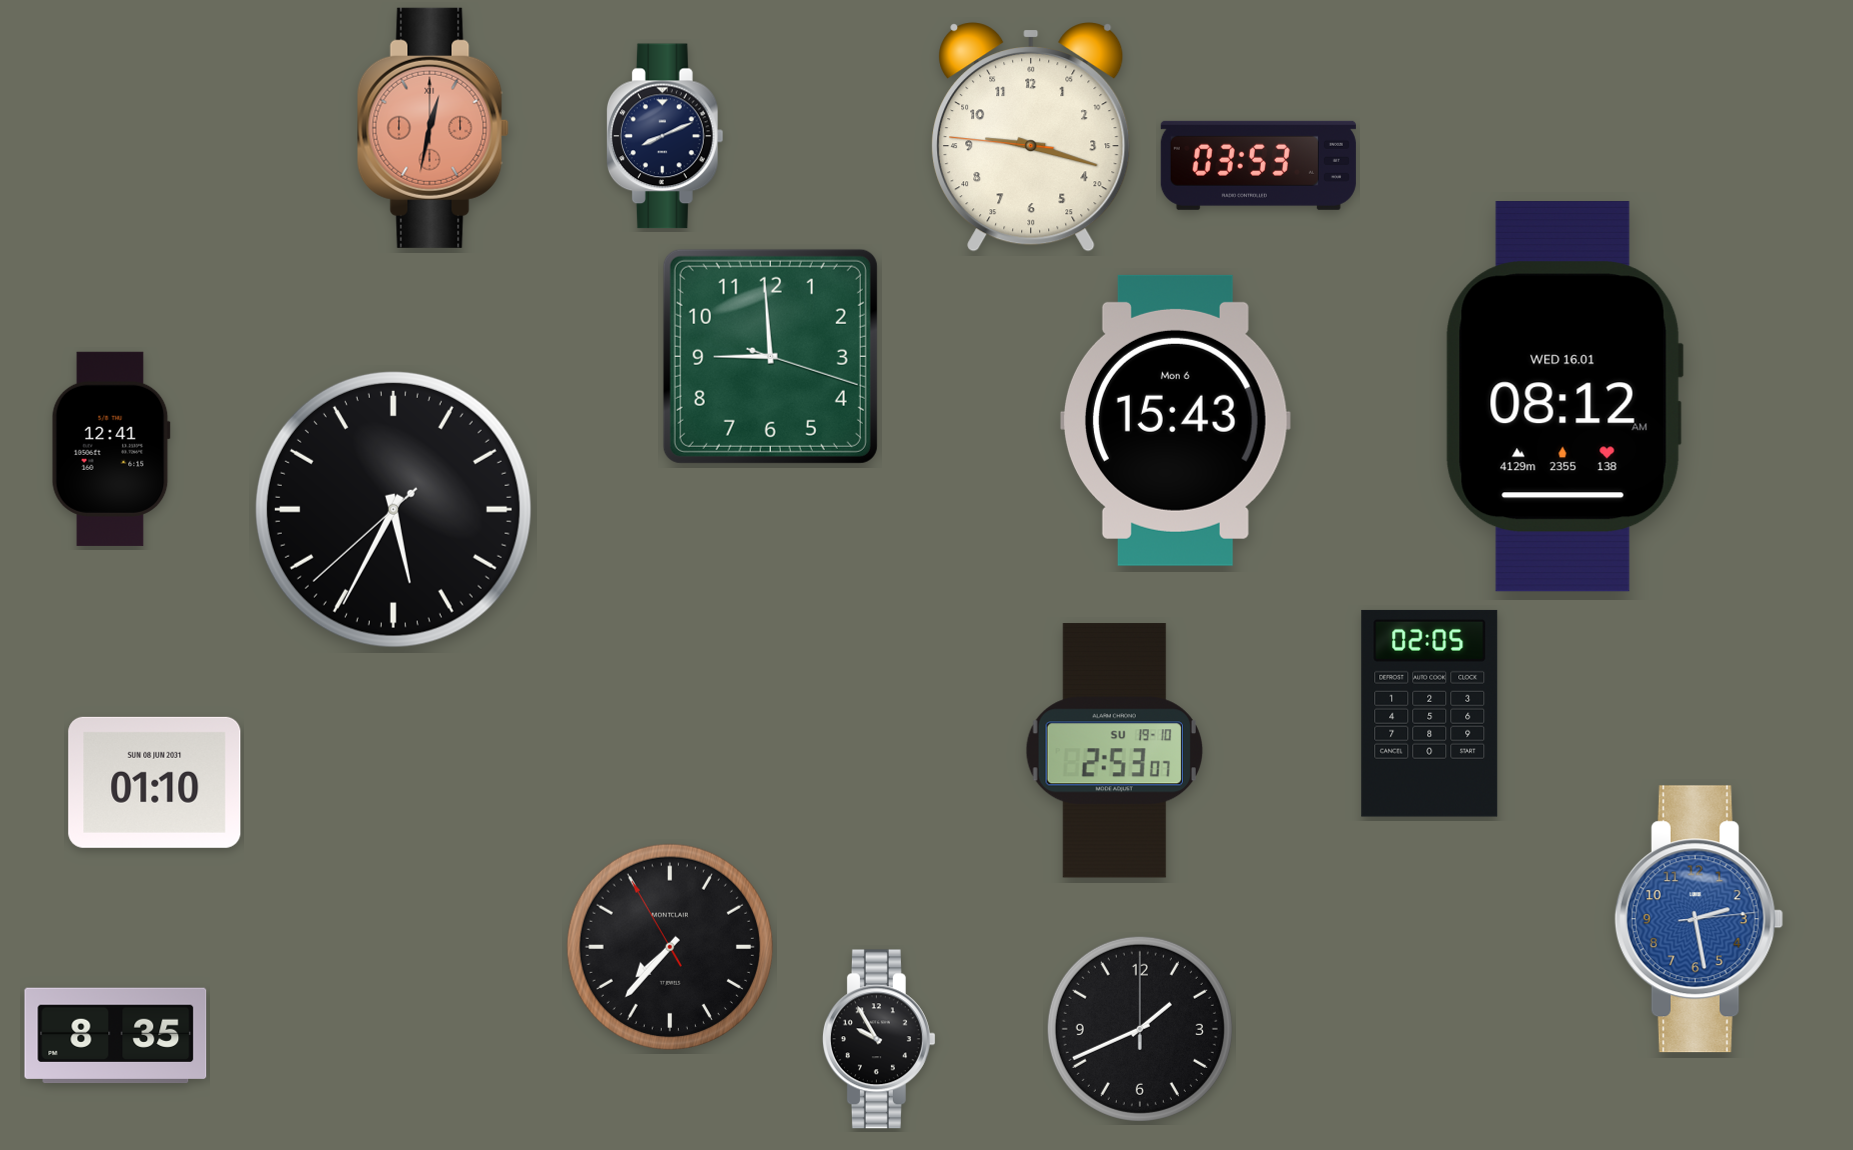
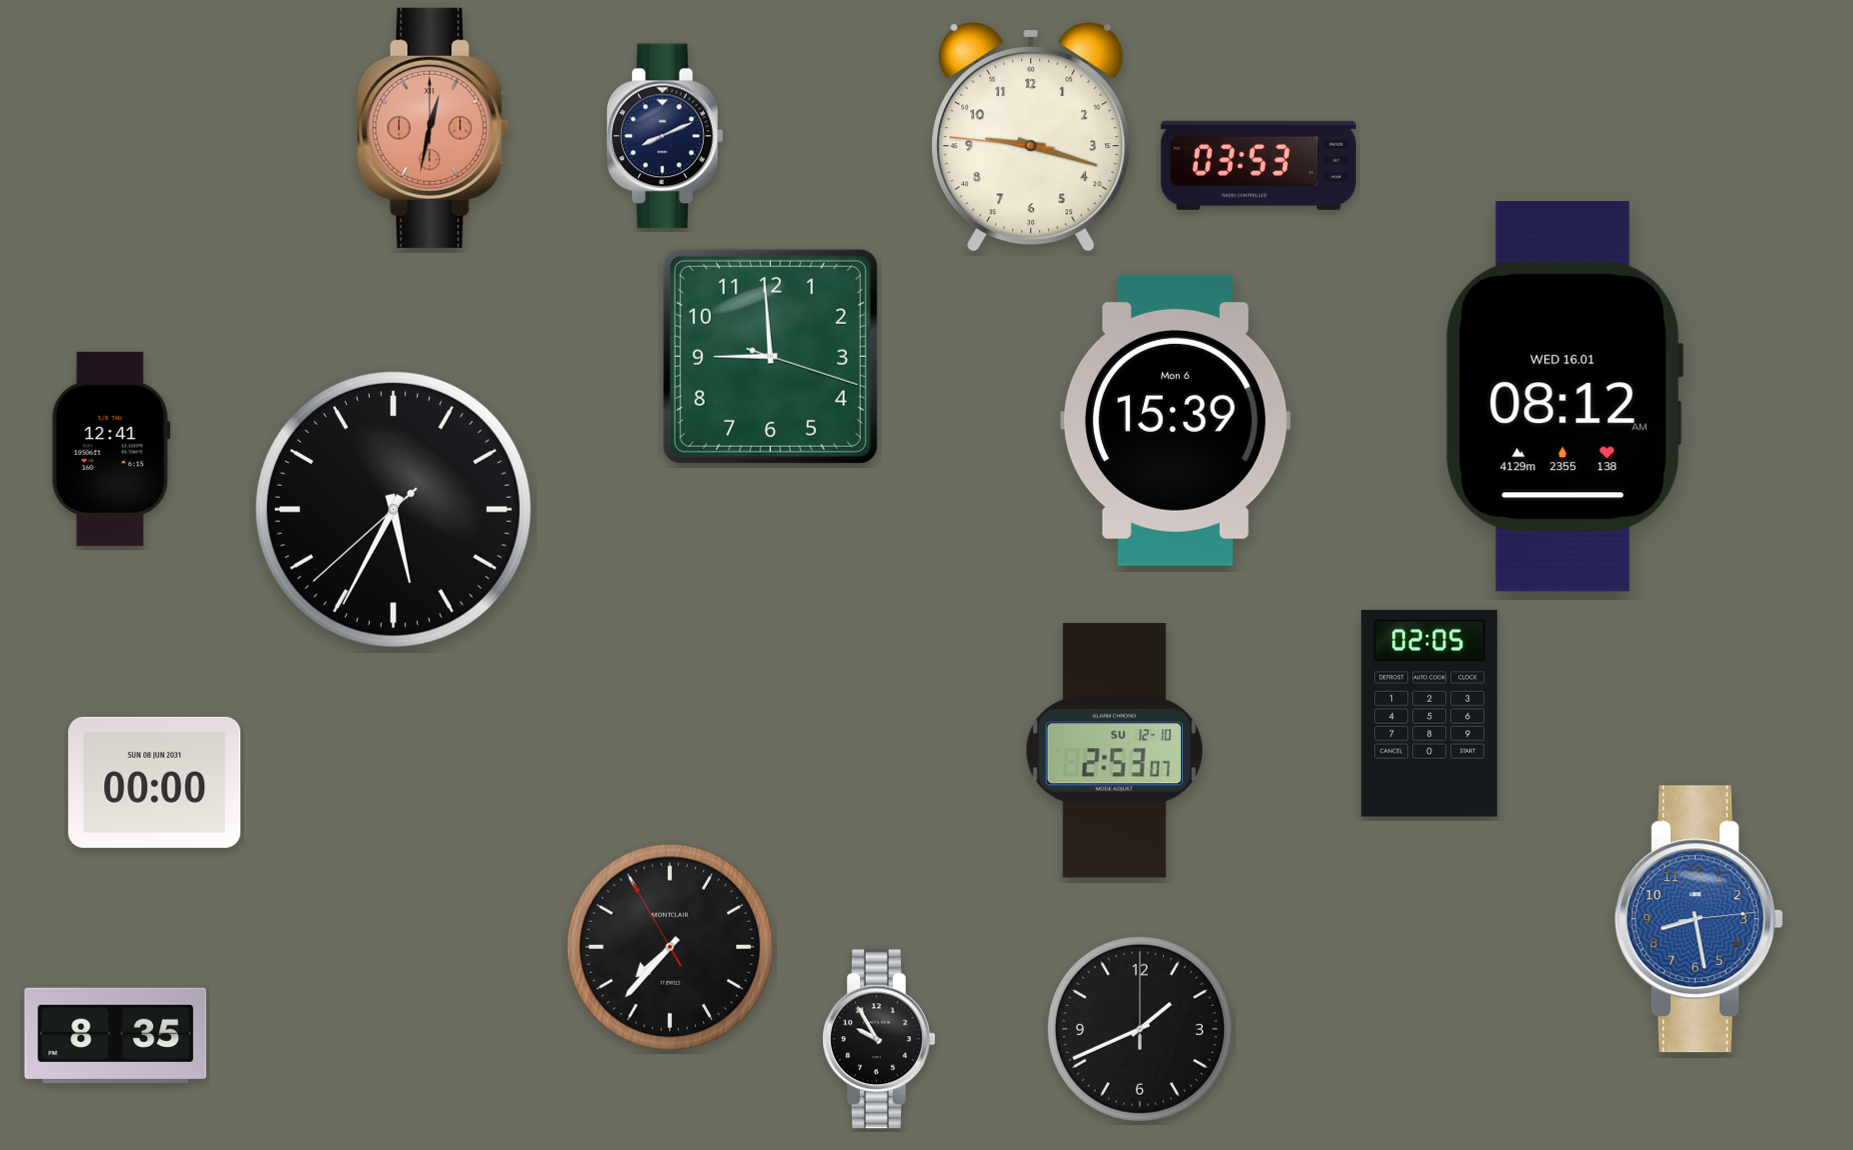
clock at (1175, 420): 15:43 -> 15:39
clock at (1114, 751) date: SU 19-10 -> SU 12-10
clock at (155, 782): 01:10 -> 00:00
clock at (1699, 919): 2:28 -> 8:28
